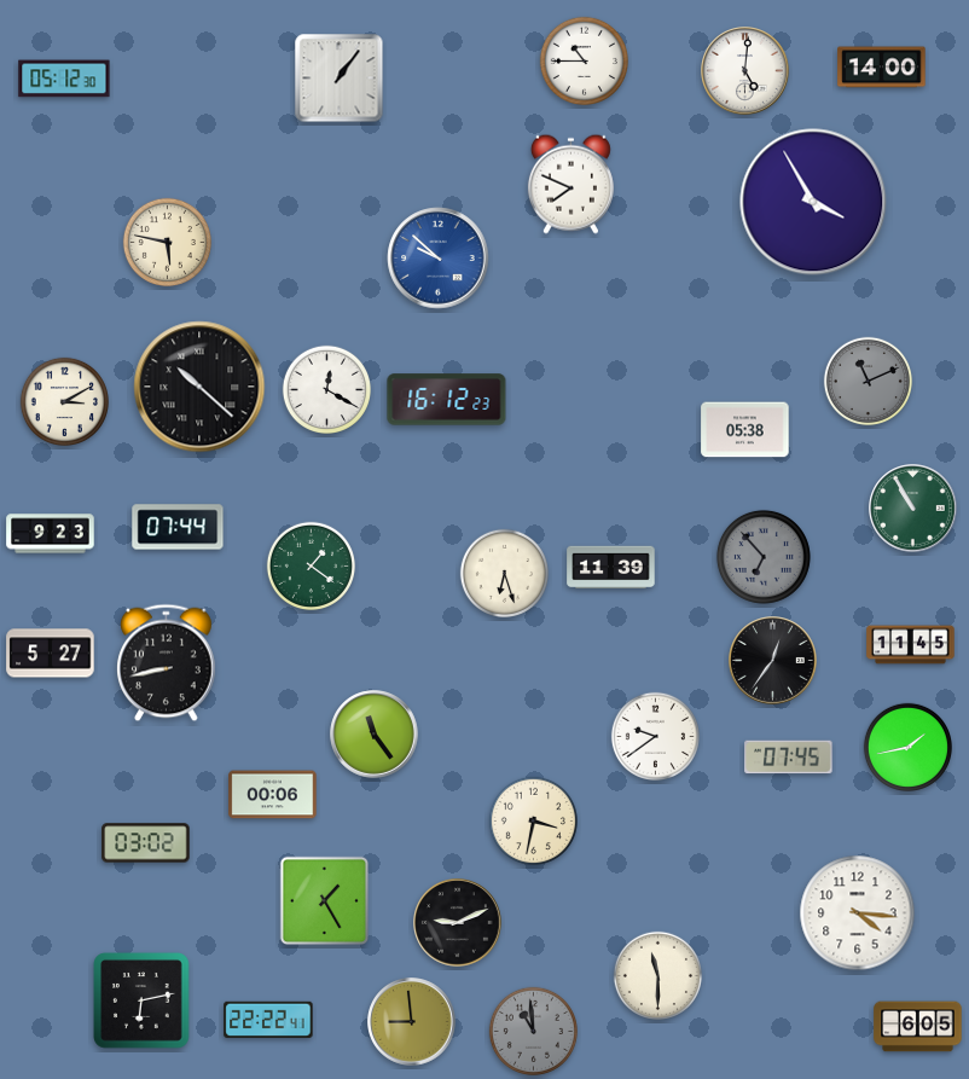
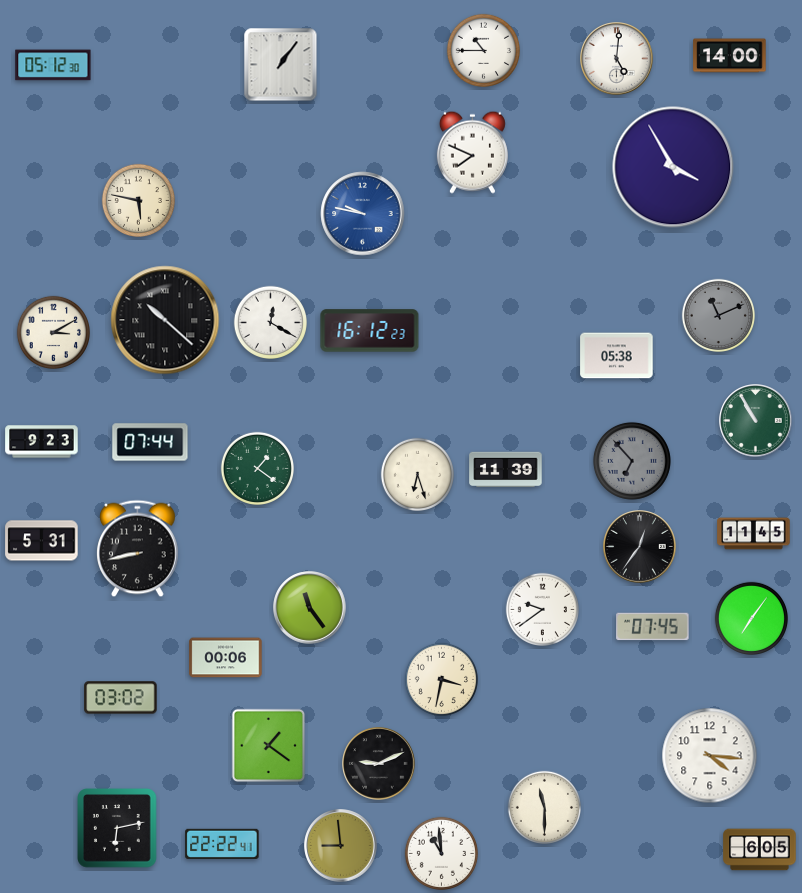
clock at (439, 259): 9:52 -> 9:47
clock at (178, 527) position: (178, 527) -> (150, 442)
clock at (51, 654): 5:27 -> 5:31
clock at (907, 747): 1:43 -> 7:06
clock at (325, 901): 1:25 -> 1:21
clock at (533, 1031) dial: grey -> white
